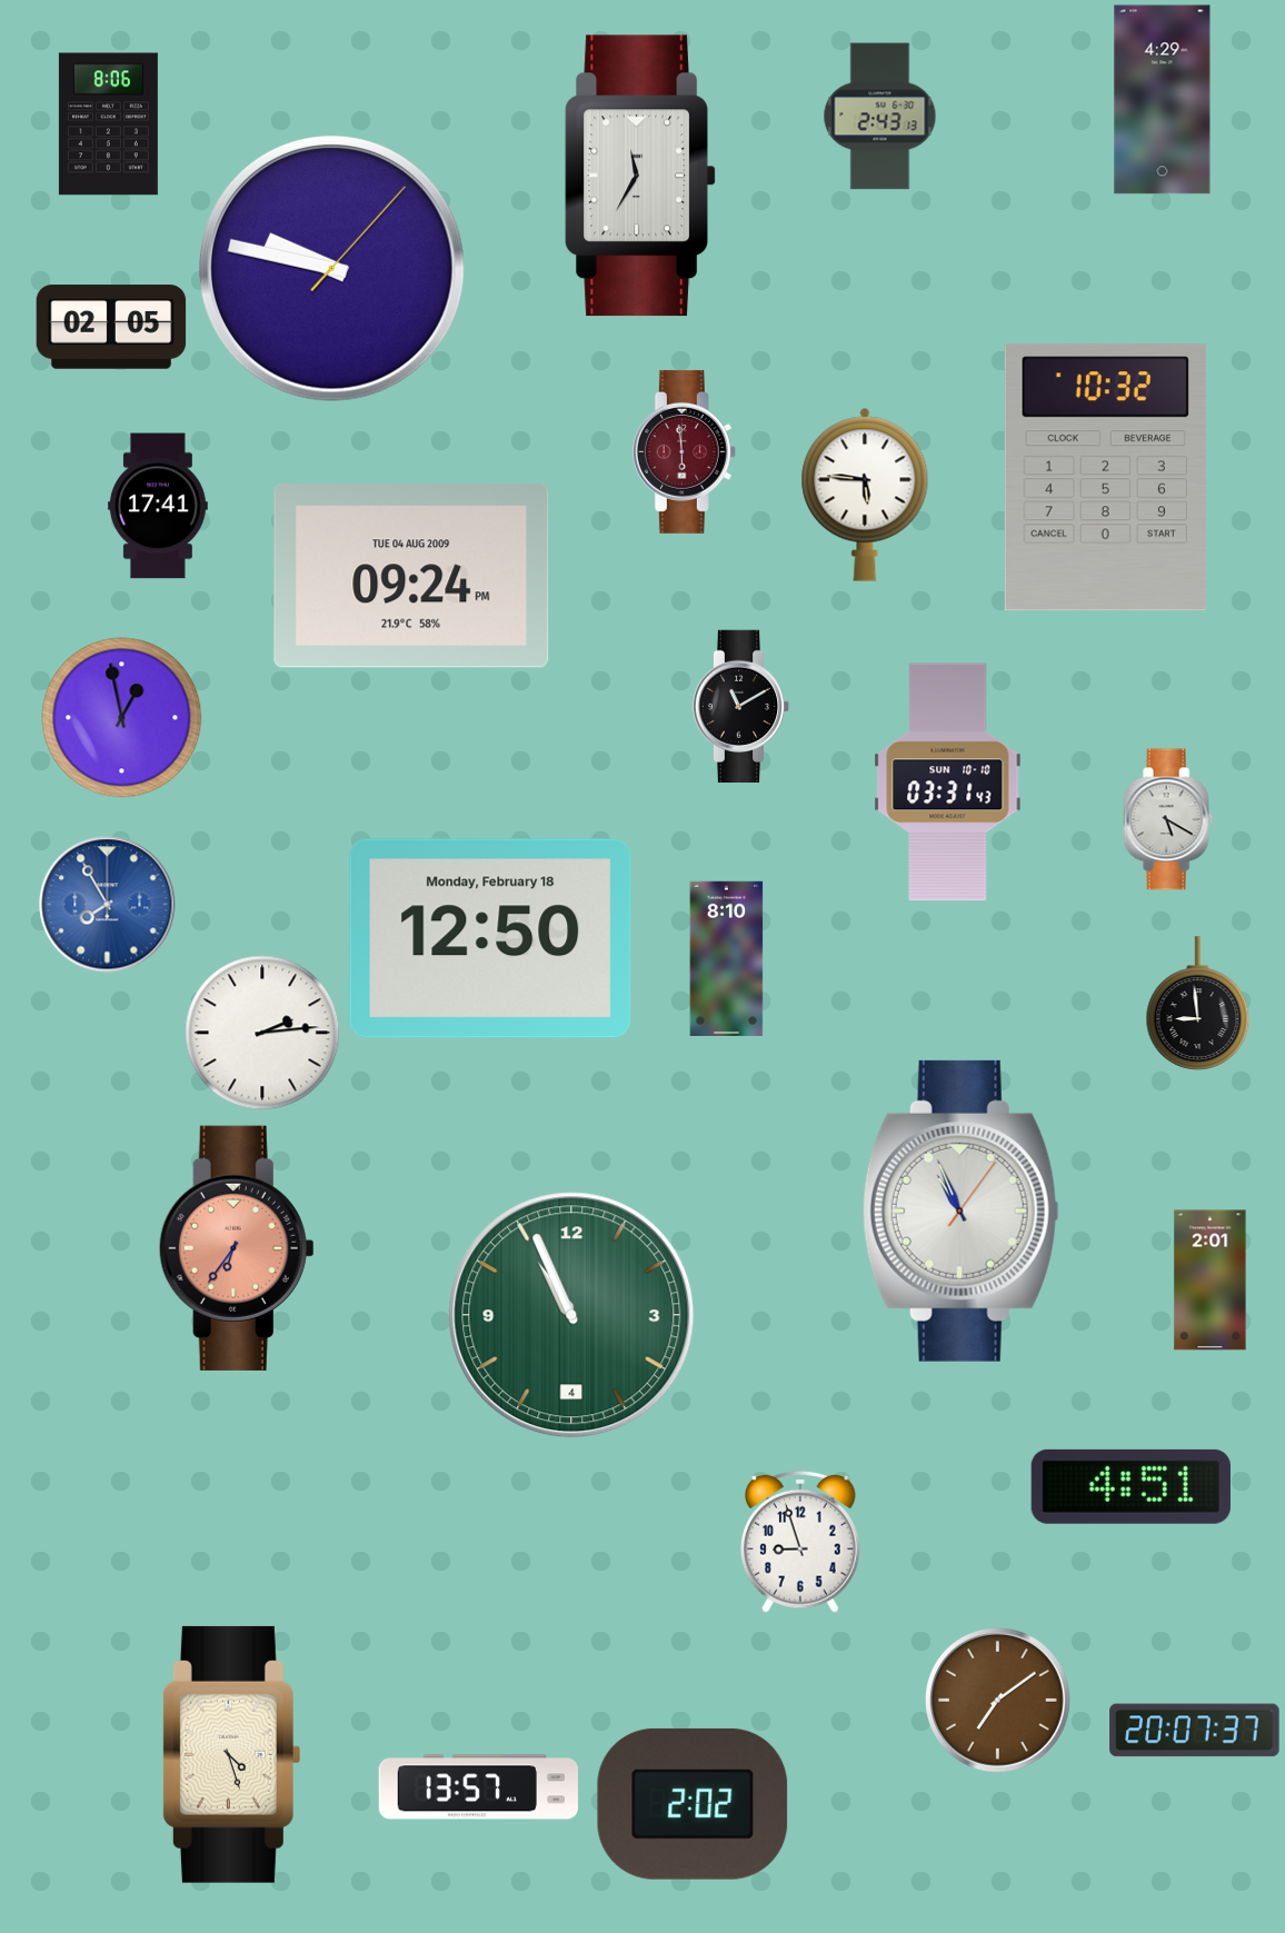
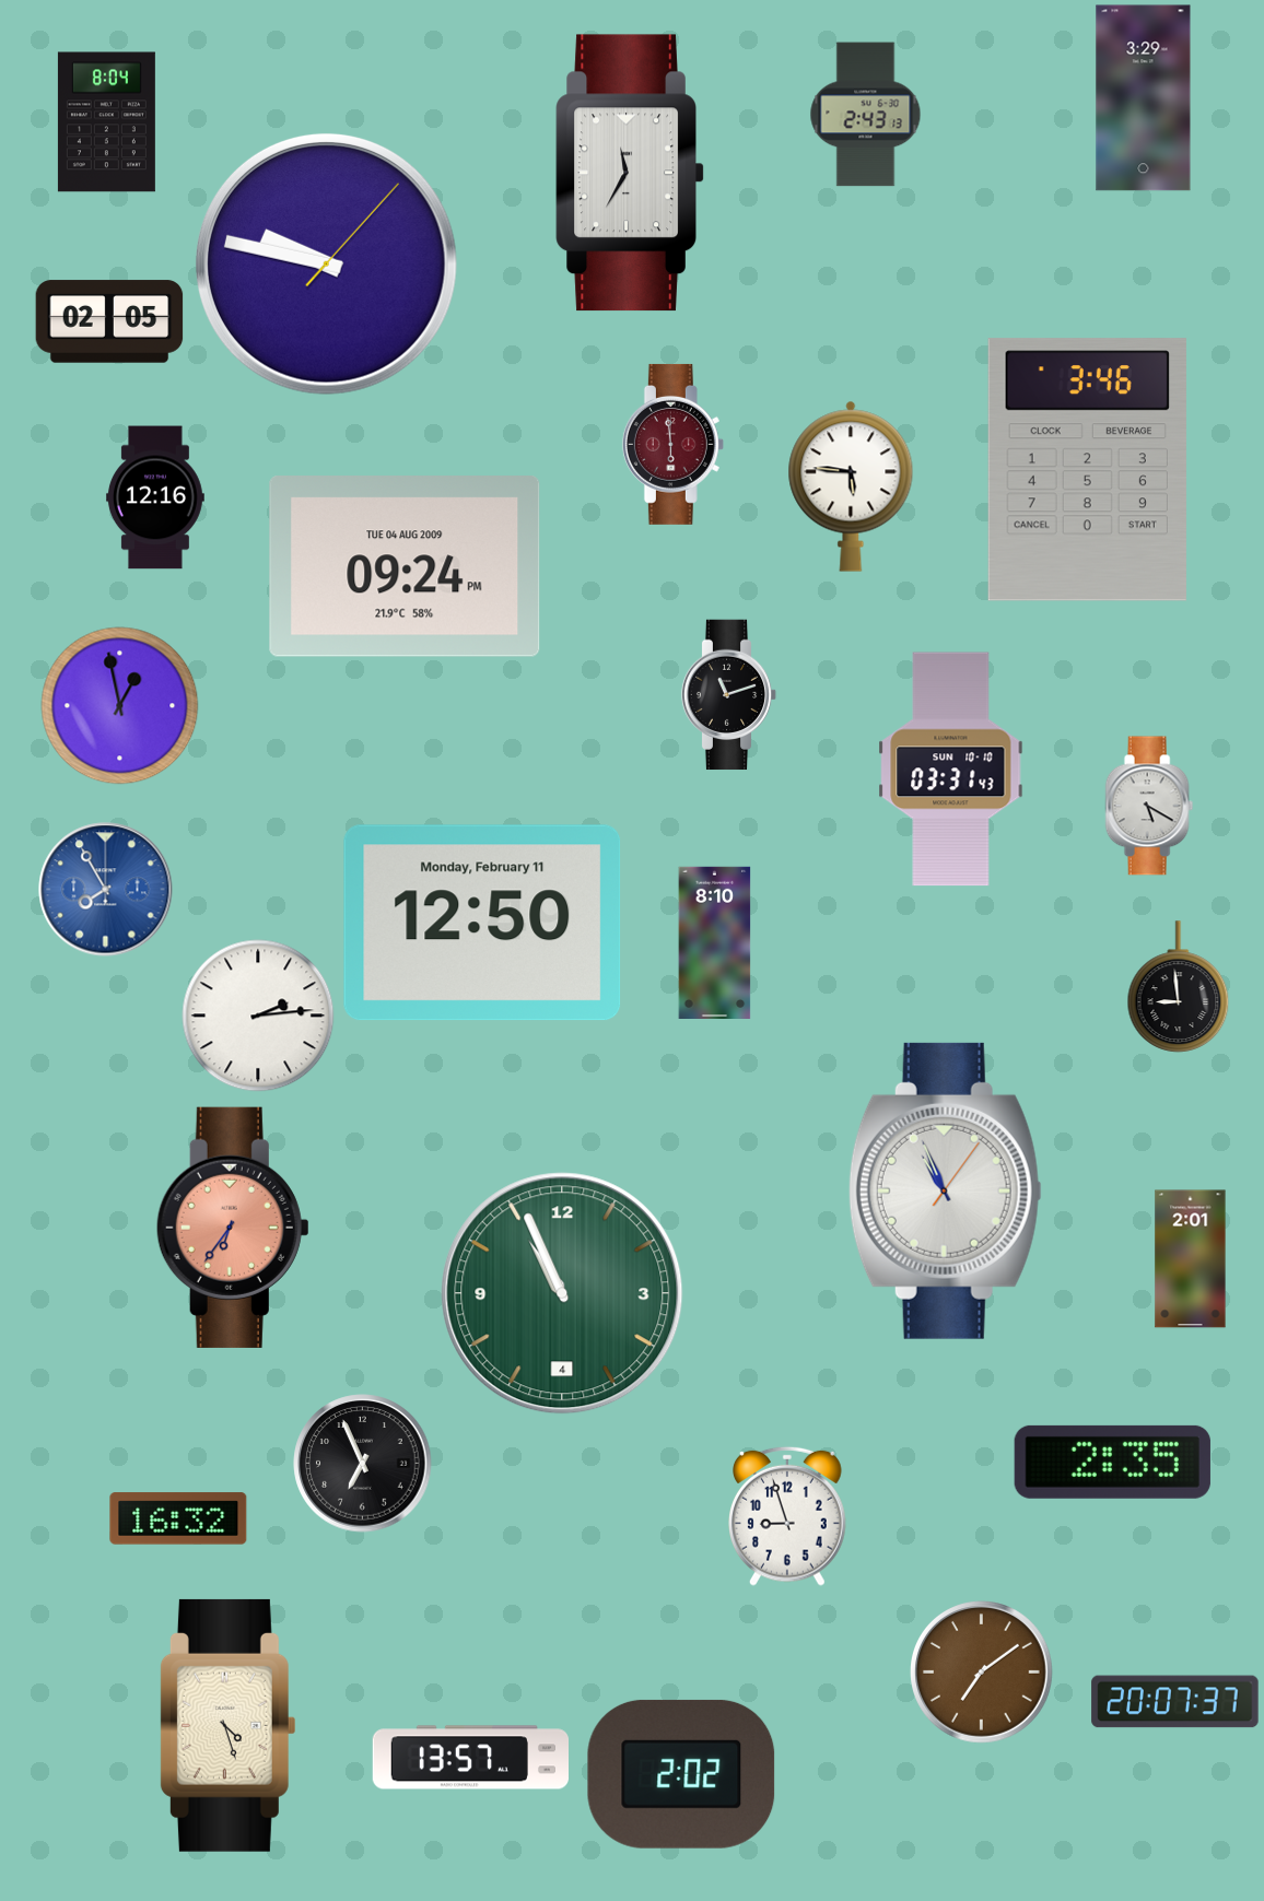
clock at (1163, 100): 4:29 -> 3:29
clock at (108, 124): 8:06 -> 8:04
clock at (1105, 478): 10:32 -> 3:46
clock at (158, 506): 17:41 -> 12:16
clock at (741, 707): 11:10 -> 11:12
clock at (948, 783) position: (948, 783) -> (951, 770)
clock at (490, 938) date: Monday, February 18 -> Monday, February 11
clock at (1130, 1486): 4:51 -> 2:35
clock at (363, 1464): none -> 6:56
clock at (178, 1518): none -> 16:32
